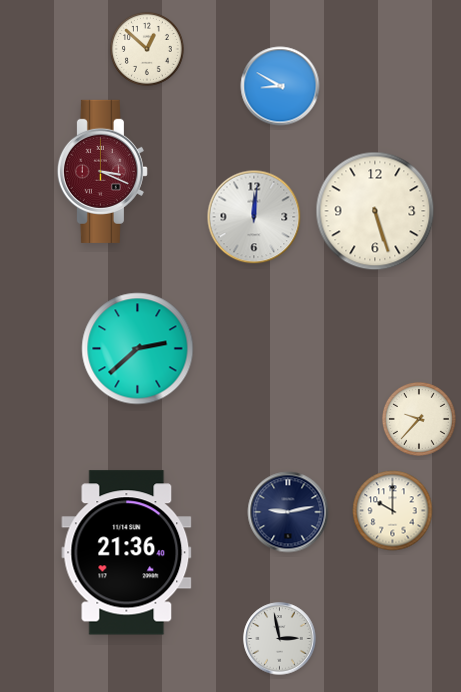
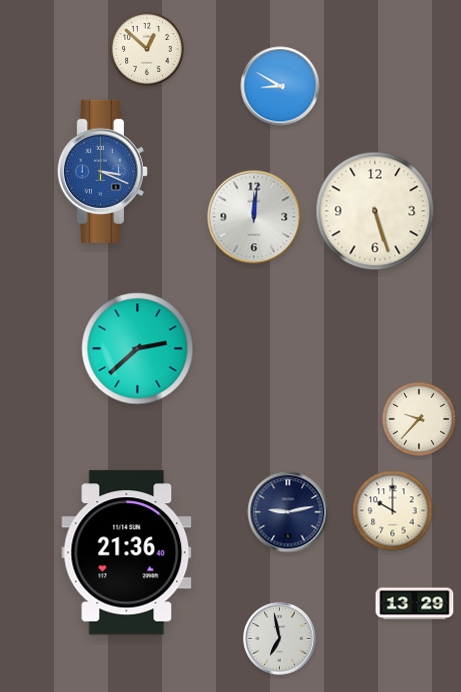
clock at (102, 171) dial: burgundy -> blue
clock at (415, 604): none -> 13:29
clock at (280, 639): 2:58 -> 6:58
